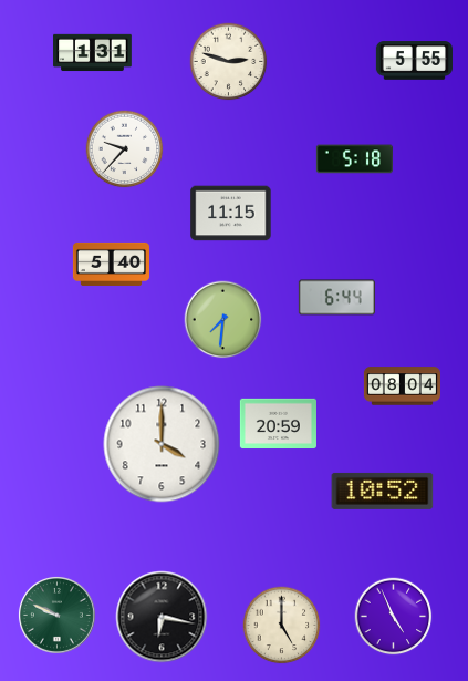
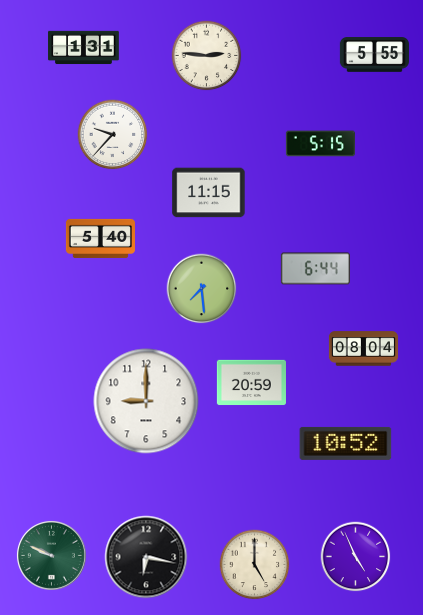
clock at (229, 62): 2:48 -> 2:46
clock at (354, 159): 5:18 -> 5:15
clock at (336, 298) position: (336, 298) -> (315, 269)
clock at (223, 320): 7:31 -> 7:29
clock at (162, 444): 4:00 -> 9:00
